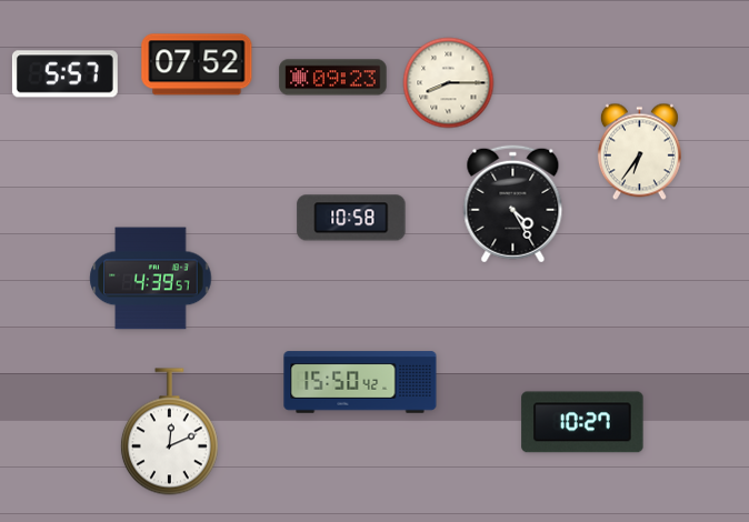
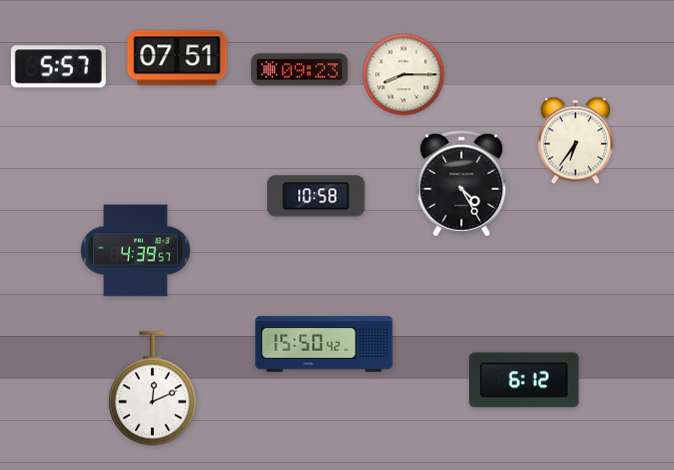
clock at (197, 64): 07:52 -> 07:51
clock at (639, 152) position: (639, 152) -> (575, 141)
clock at (582, 422): 10:27 -> 6:12
